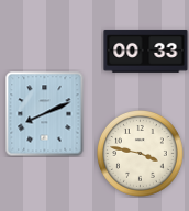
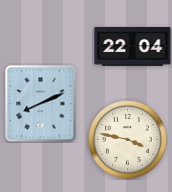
clock at (146, 52): 00:33 -> 22:04
